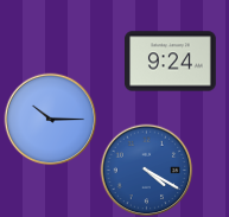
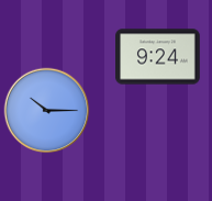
clock at (146, 170): 4:20 -> none
